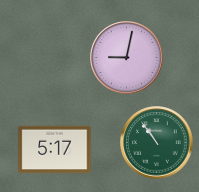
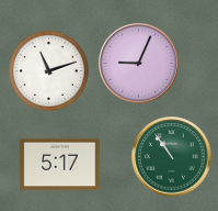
clock at (127, 58): 9:02 -> 9:04
clock at (48, 70): none -> 11:12
